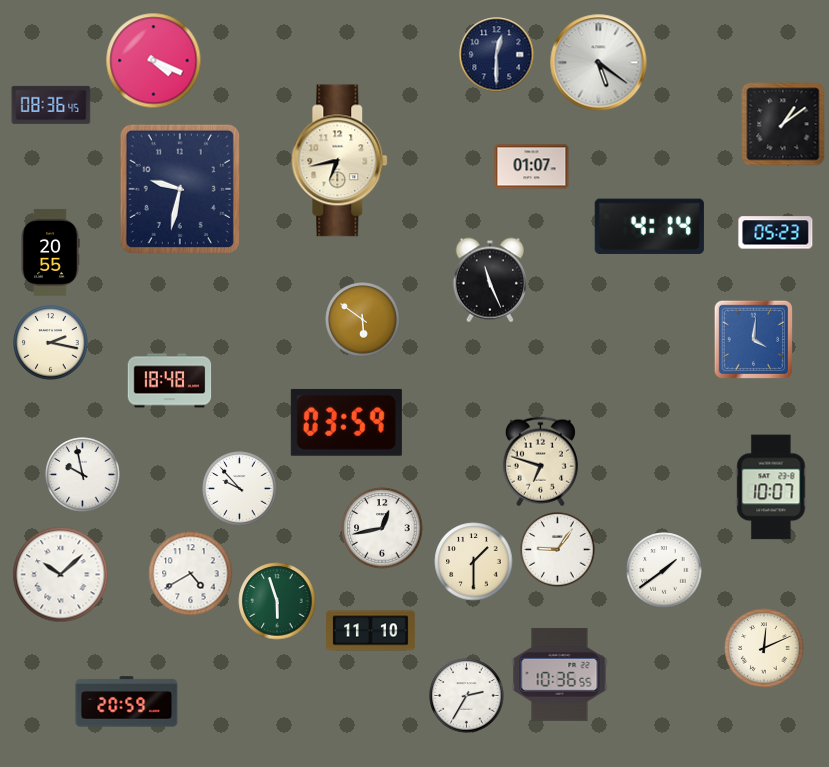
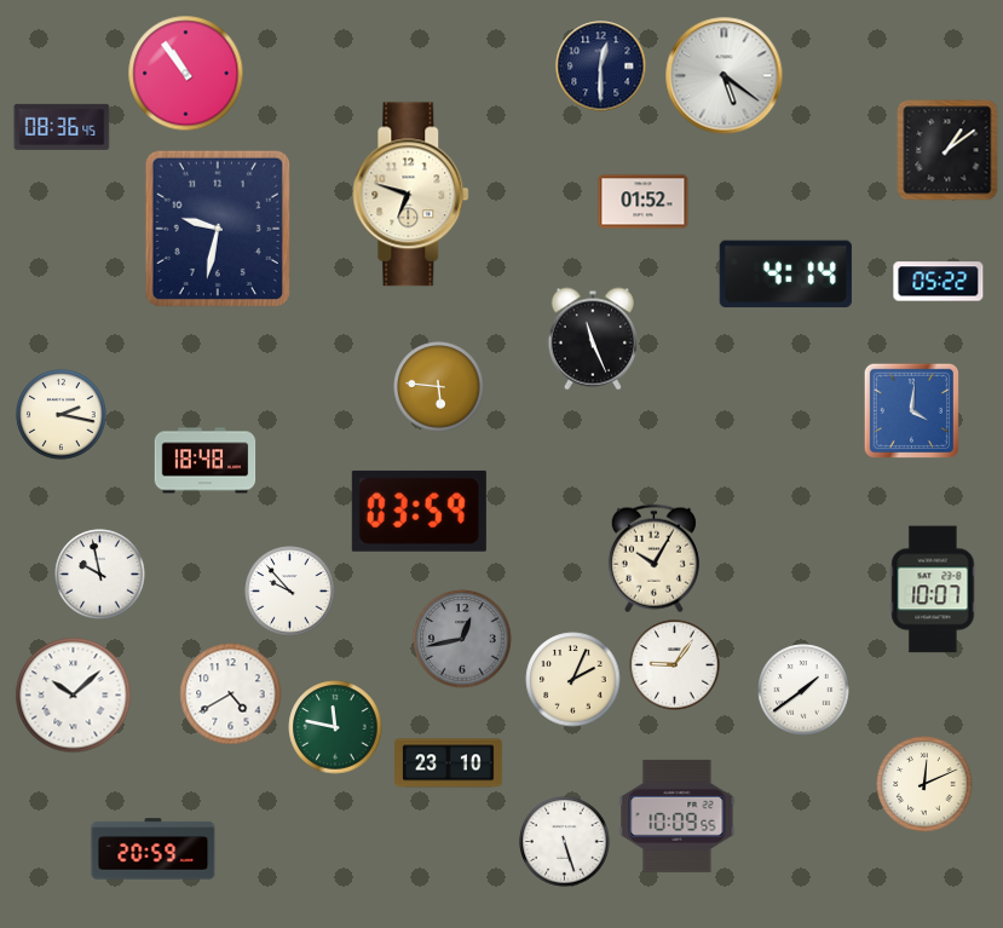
clock at (154, 61): 4:19 -> 10:54
clock at (340, 161): 6:43 -> 6:48
clock at (532, 167): 01:07 -> 01:52
clock at (776, 233): 05:23 -> 05:22
clock at (50, 252): 20:55 -> none
clock at (363, 320): 5:51 -> 5:46
clock at (540, 462): 6:48 -> 10:05
clock at (382, 528) dial: white -> grey
clock at (474, 562): 1:30 -> 2:04
clock at (277, 601): 5:57 -> 11:47
clock at (371, 631): 11:10 -> 23:10
clock at (560, 674): 10:36 -> 10:09
clock at (467, 696): 2:35 -> 5:27
